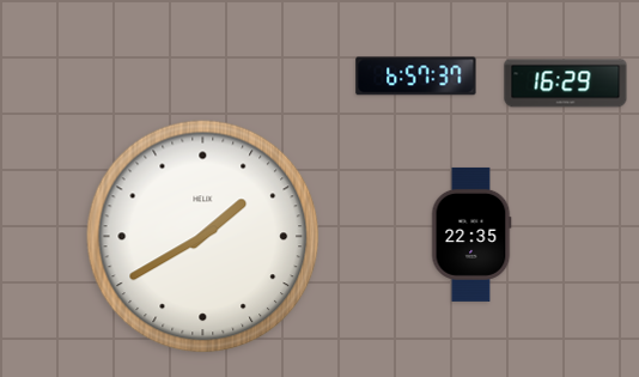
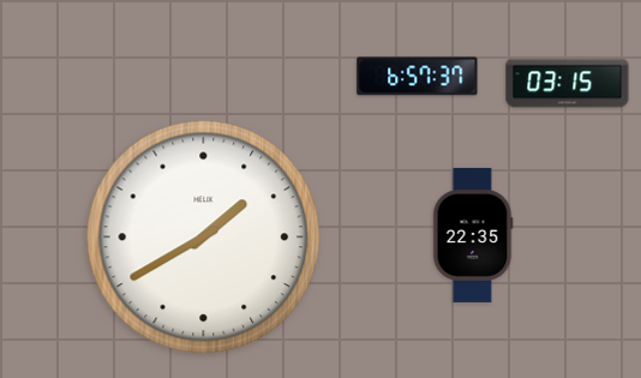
clock at (566, 84): 16:29 -> 03:15
